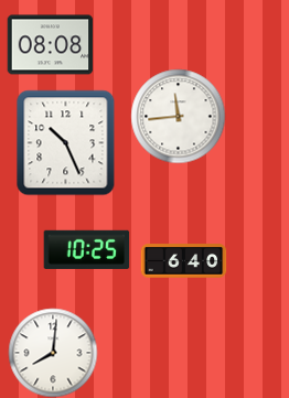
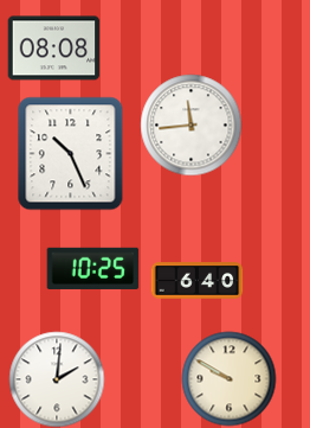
clock at (228, 378): none -> 9:50
clock at (53, 353): 8:01 -> 2:01
